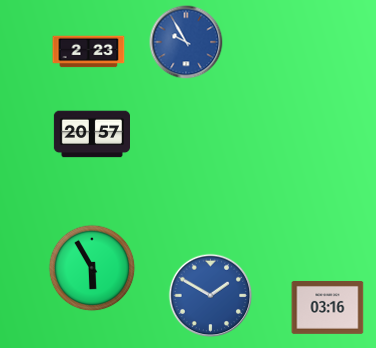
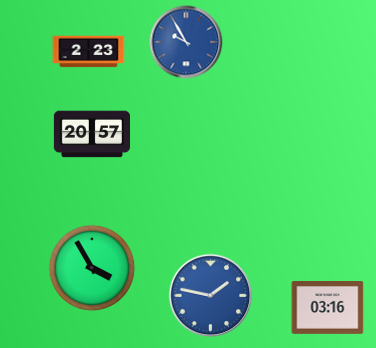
clock at (92, 268): 5:55 -> 3:55
clock at (211, 296): 1:50 -> 1:47
